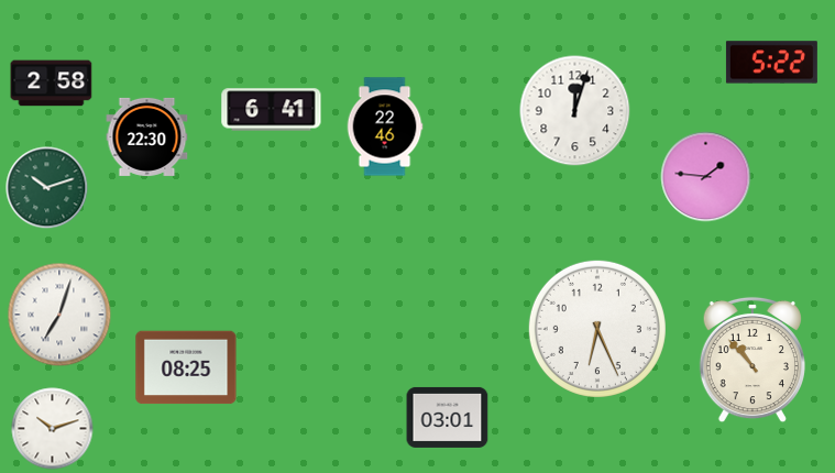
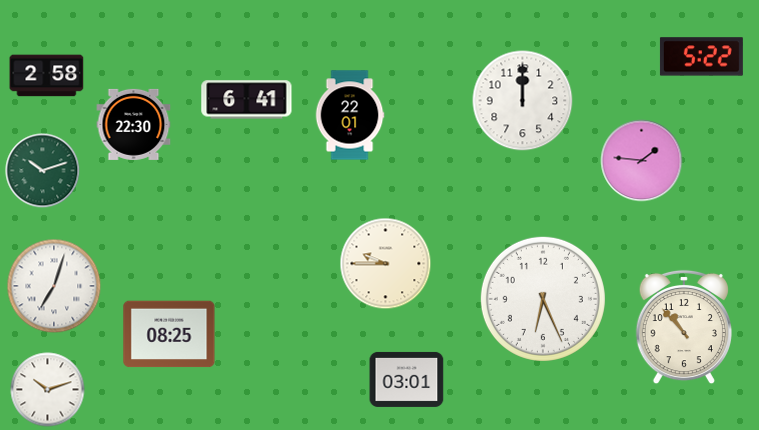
clock at (575, 111): 12:03 -> 12:00
clock at (385, 127): 22:46 -> 22:01
clock at (386, 264): none -> 9:45
